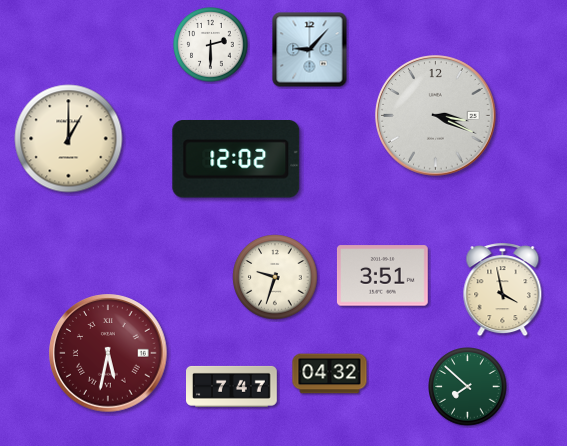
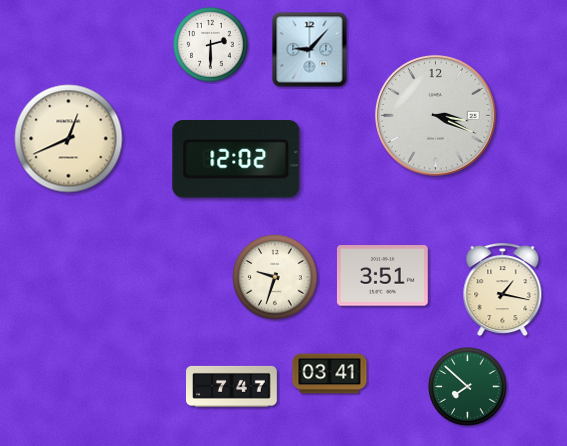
clock at (69, 139): 1:00 -> 12:41
clock at (503, 290): 3:58 -> 1:17
clock at (108, 353): 5:32 -> none
clock at (330, 374): 04:32 -> 03:41
